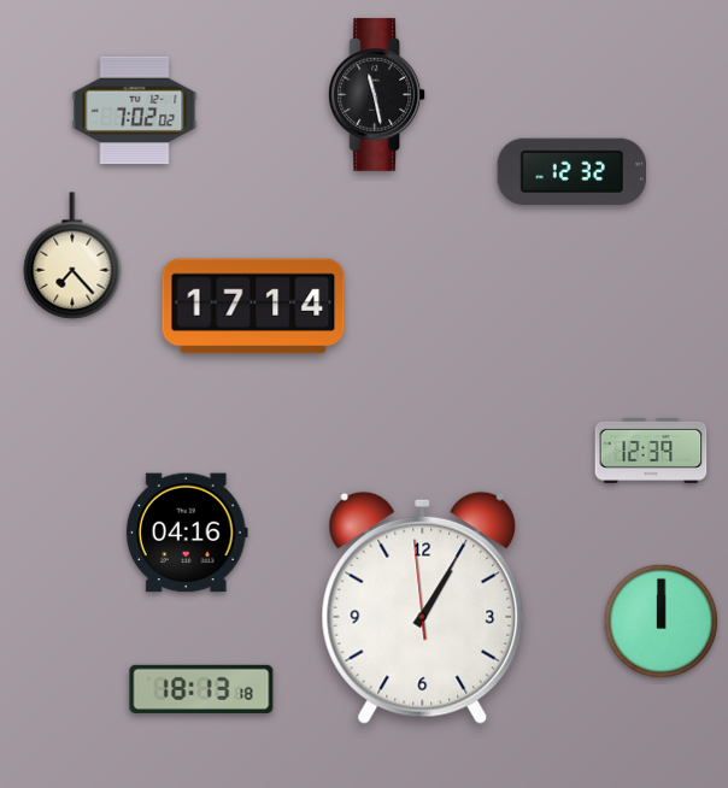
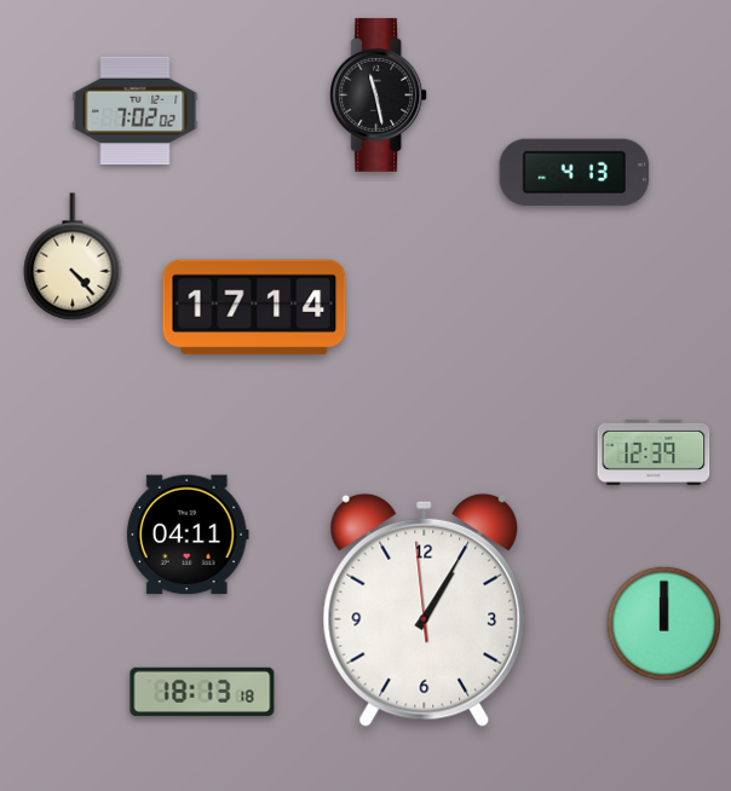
clock at (573, 171): 12:32 -> 4:13
clock at (72, 255): 7:23 -> 4:23
clock at (187, 533): 04:16 -> 04:11
